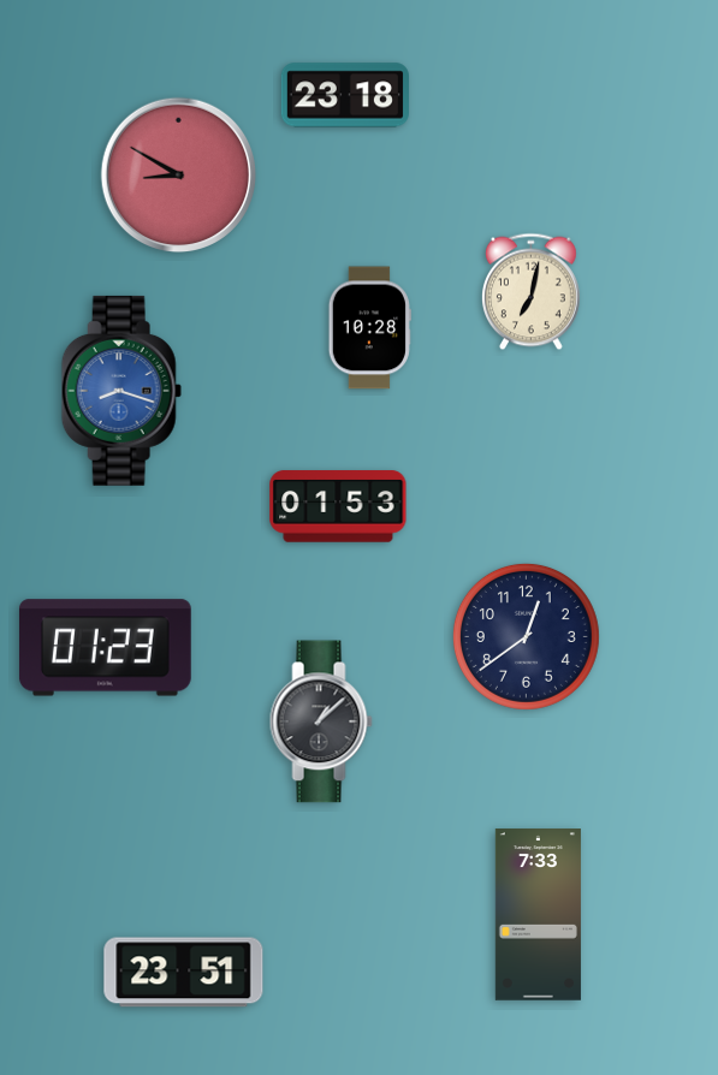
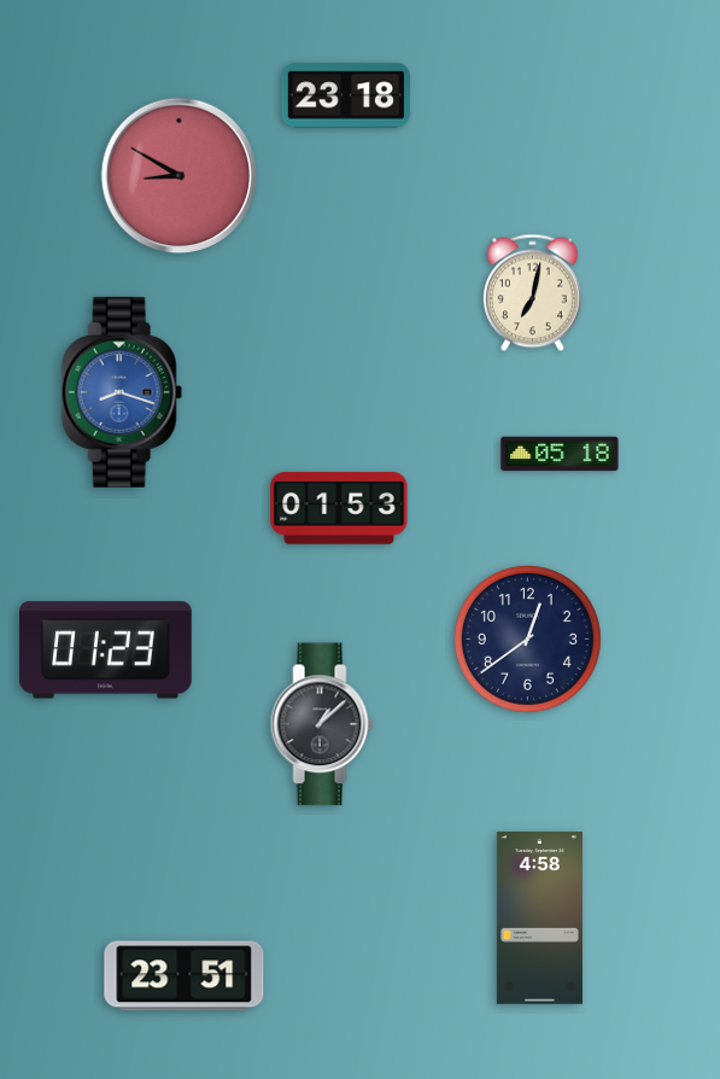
clock at (369, 328): 10:28 -> none
clock at (560, 454): none -> 05:18
clock at (538, 915): 7:33 -> 4:58
